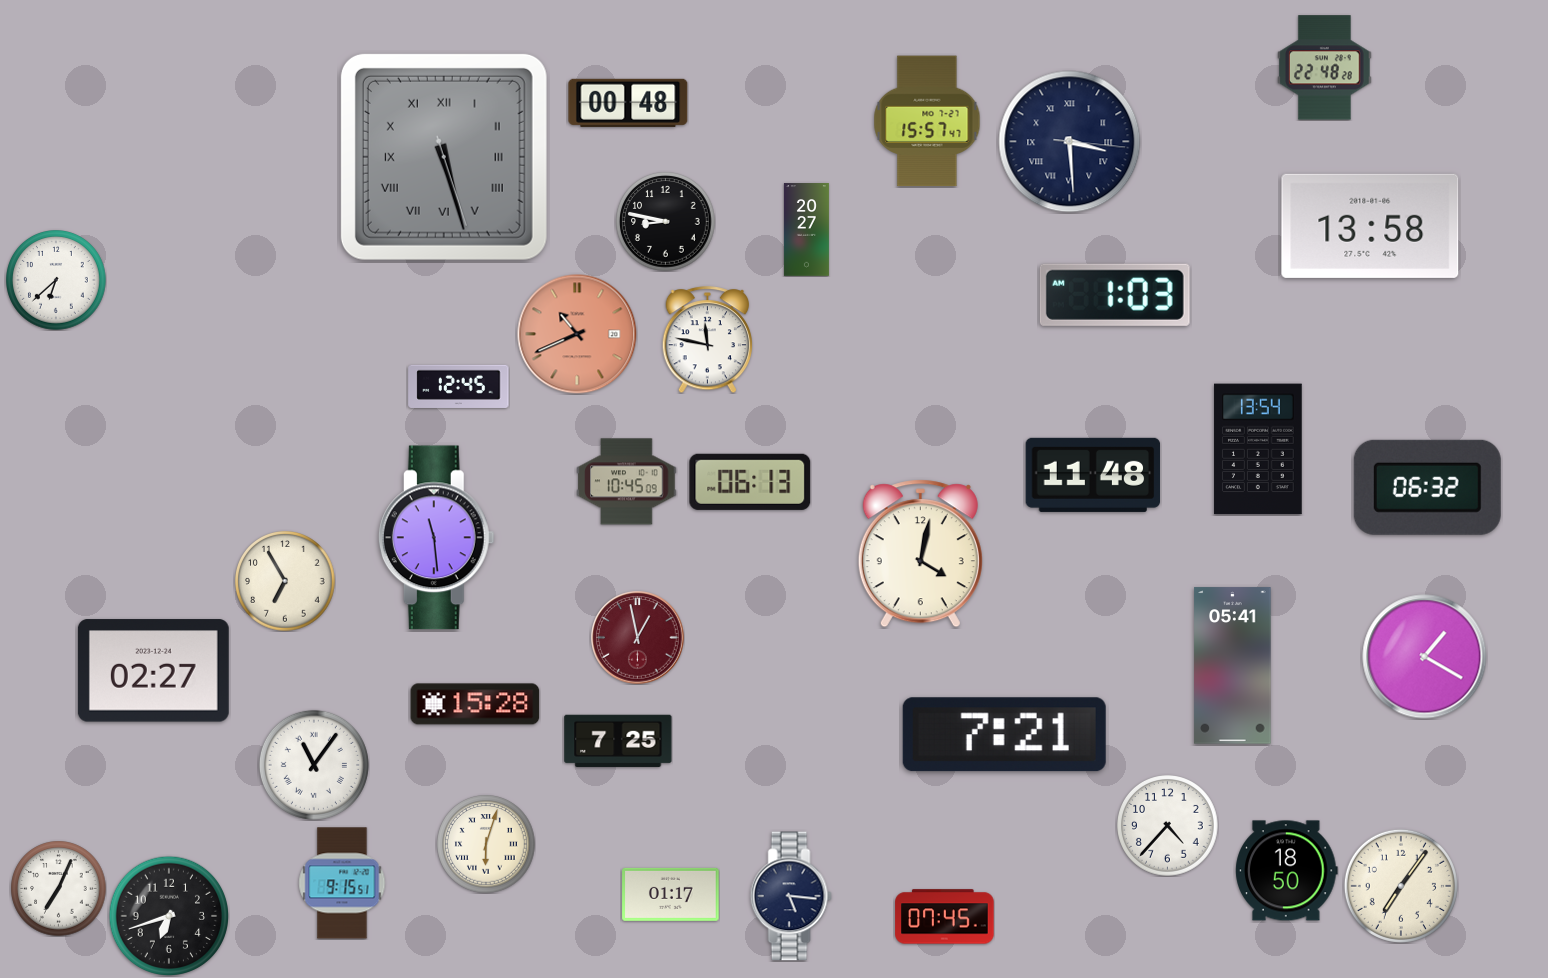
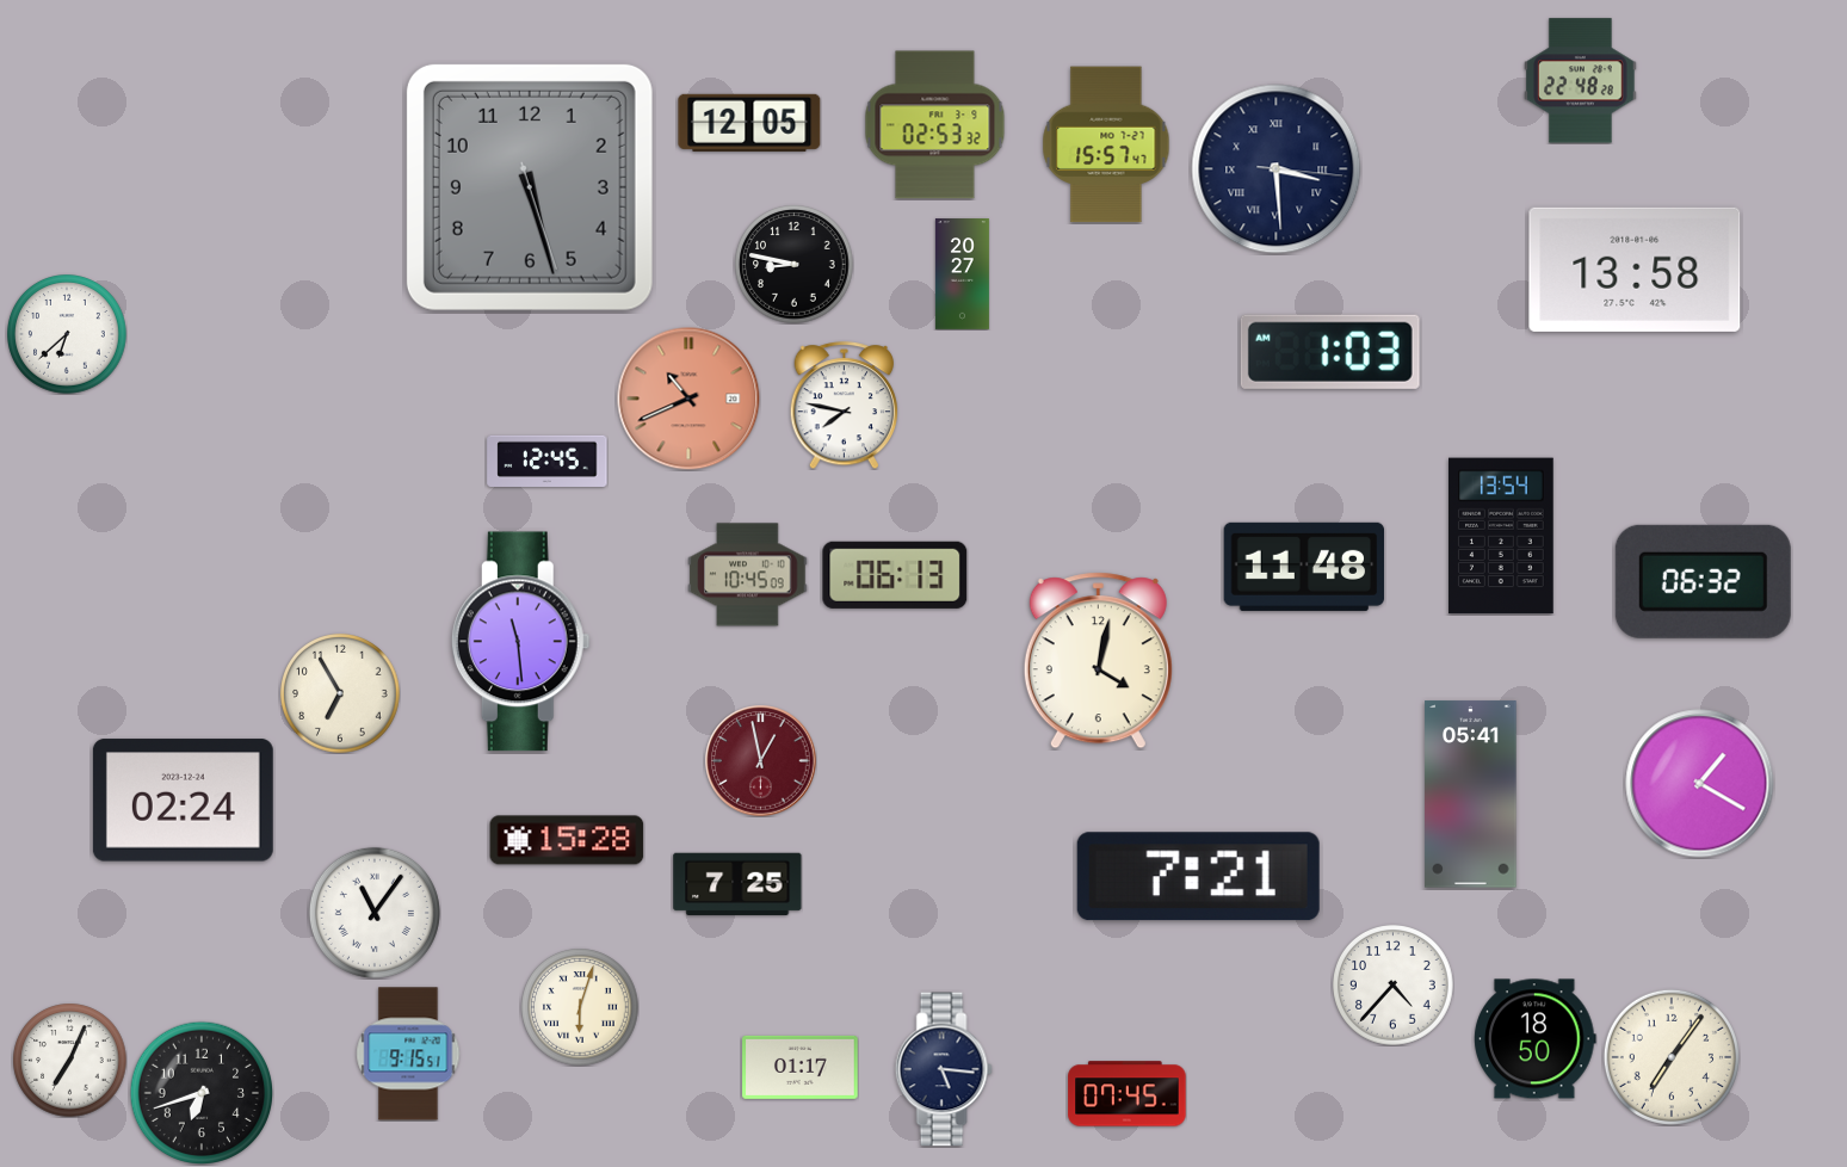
clock at (628, 103): 00:48 -> 12:05
clock at (935, 125): none -> 02:53
clock at (444, 157) numerals: Roman -> Arabic
clock at (707, 340): 11:47 -> 7:47
clock at (153, 671): 02:27 -> 02:24
